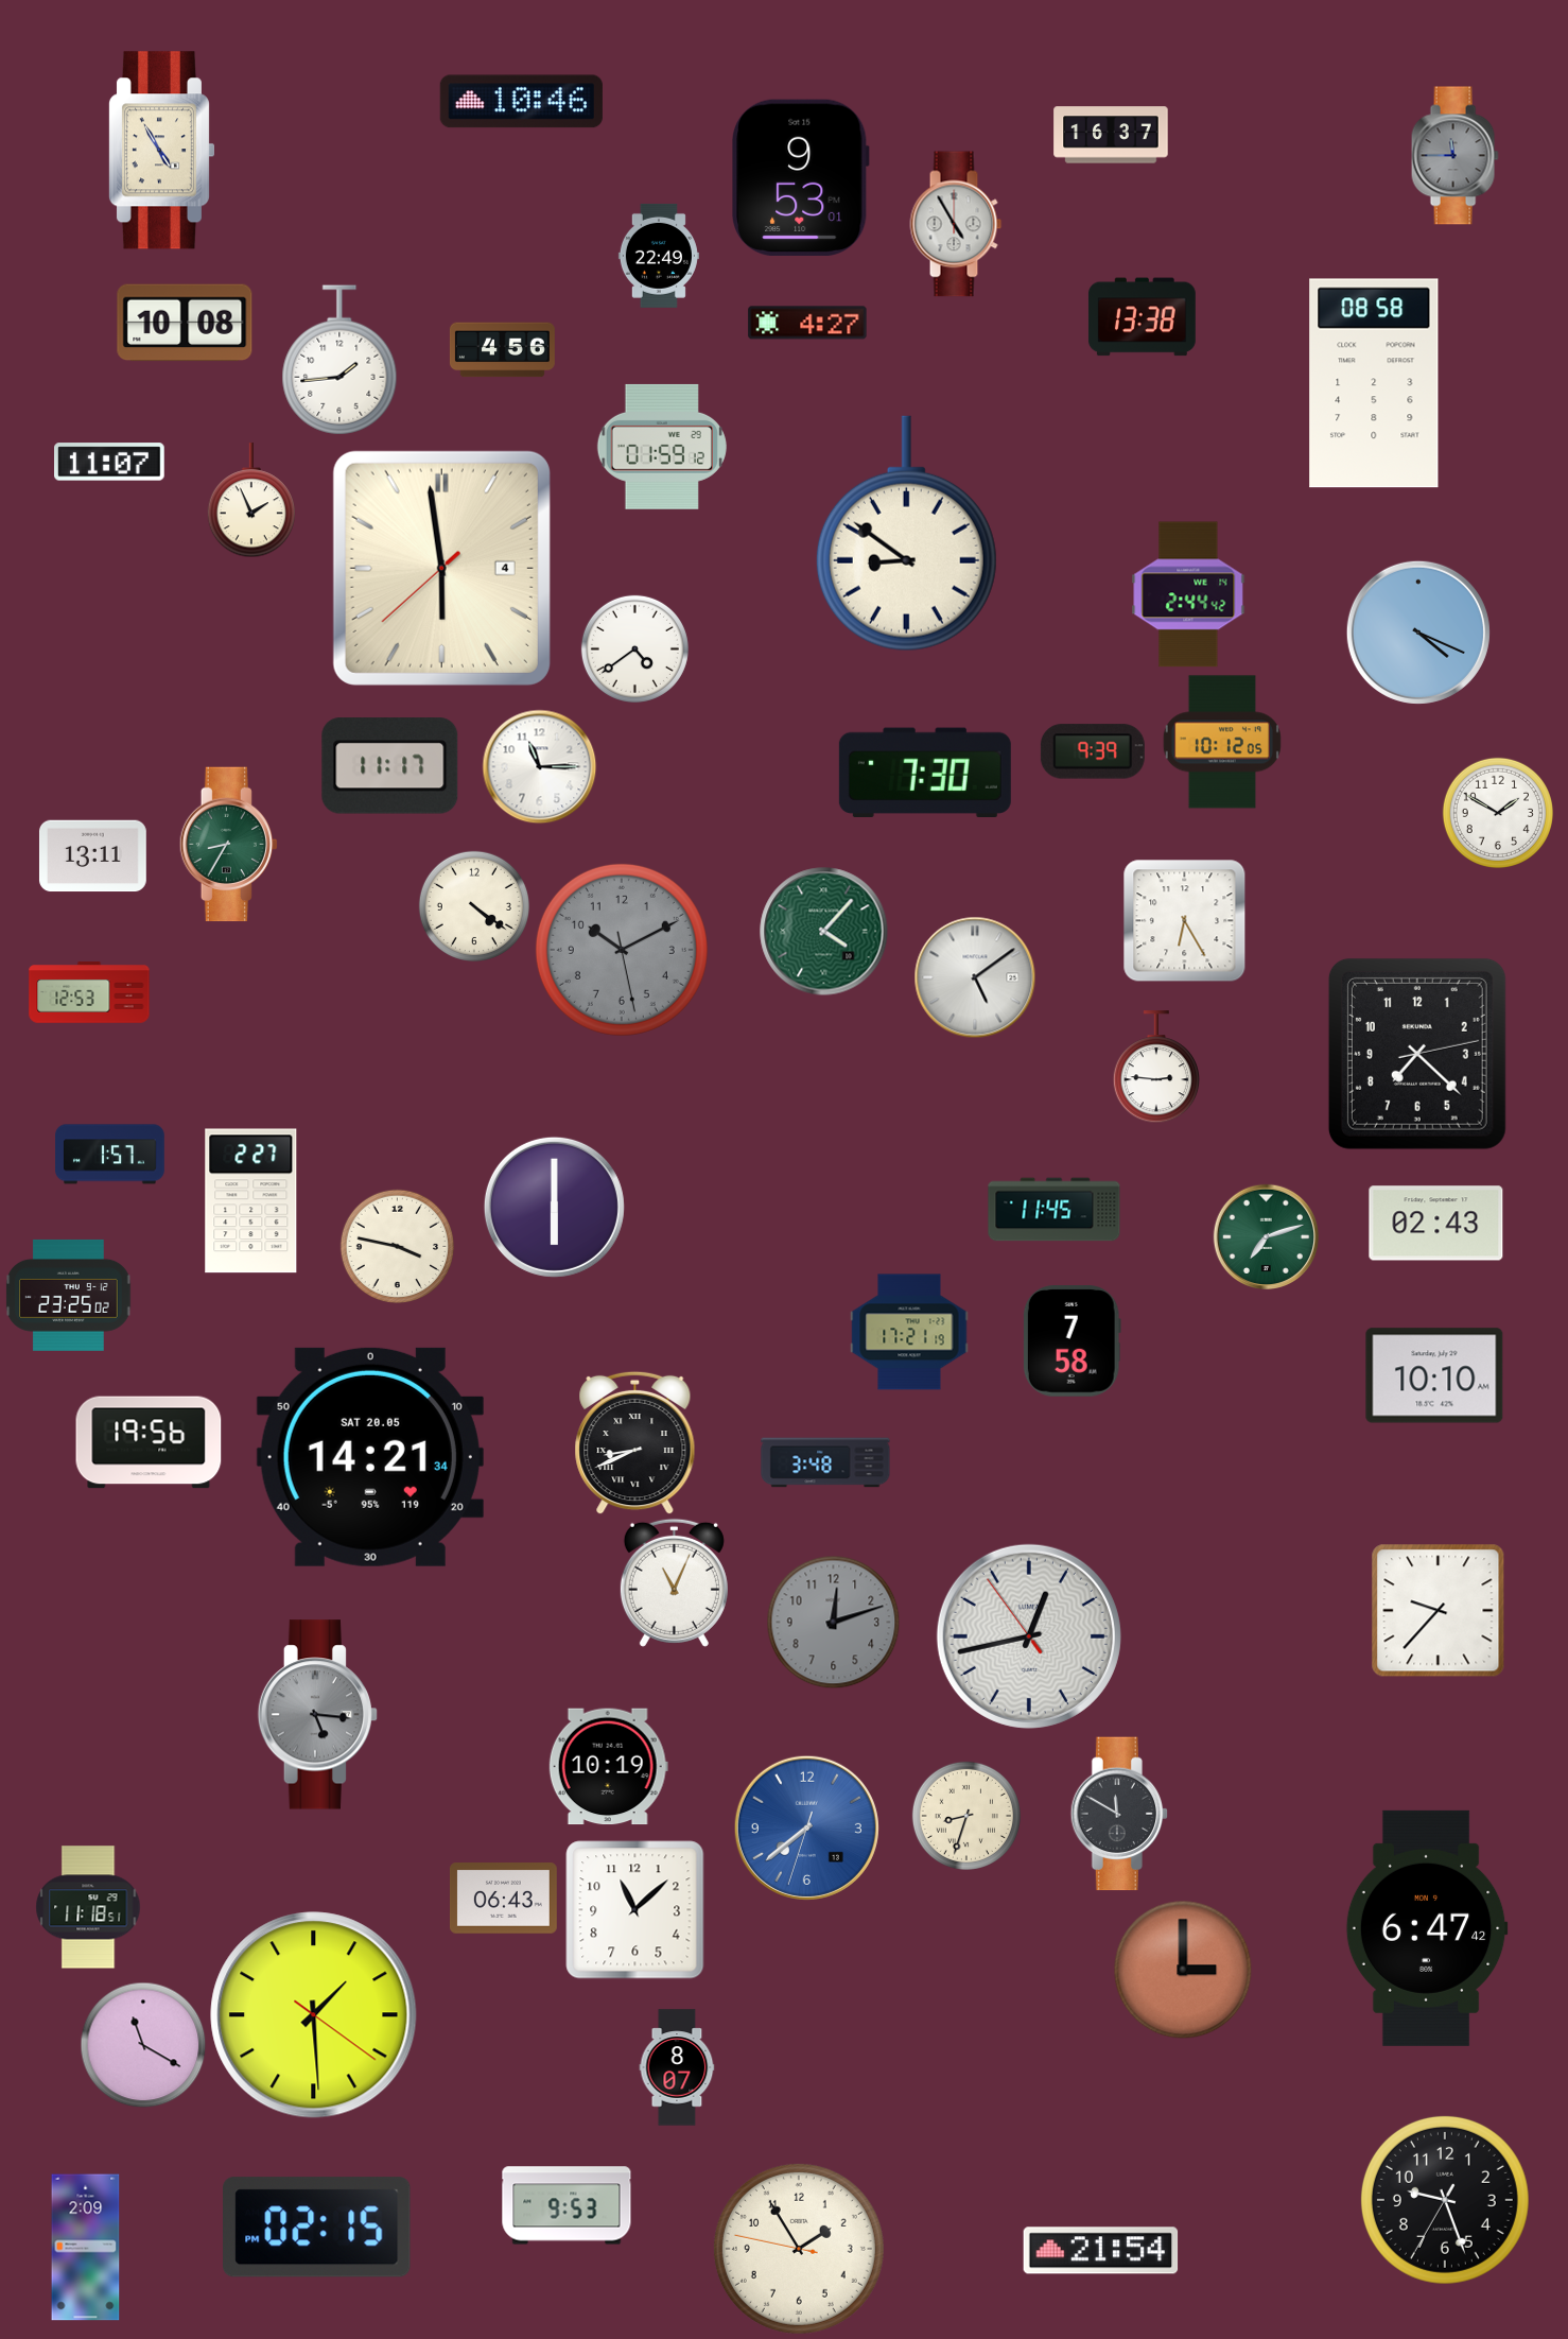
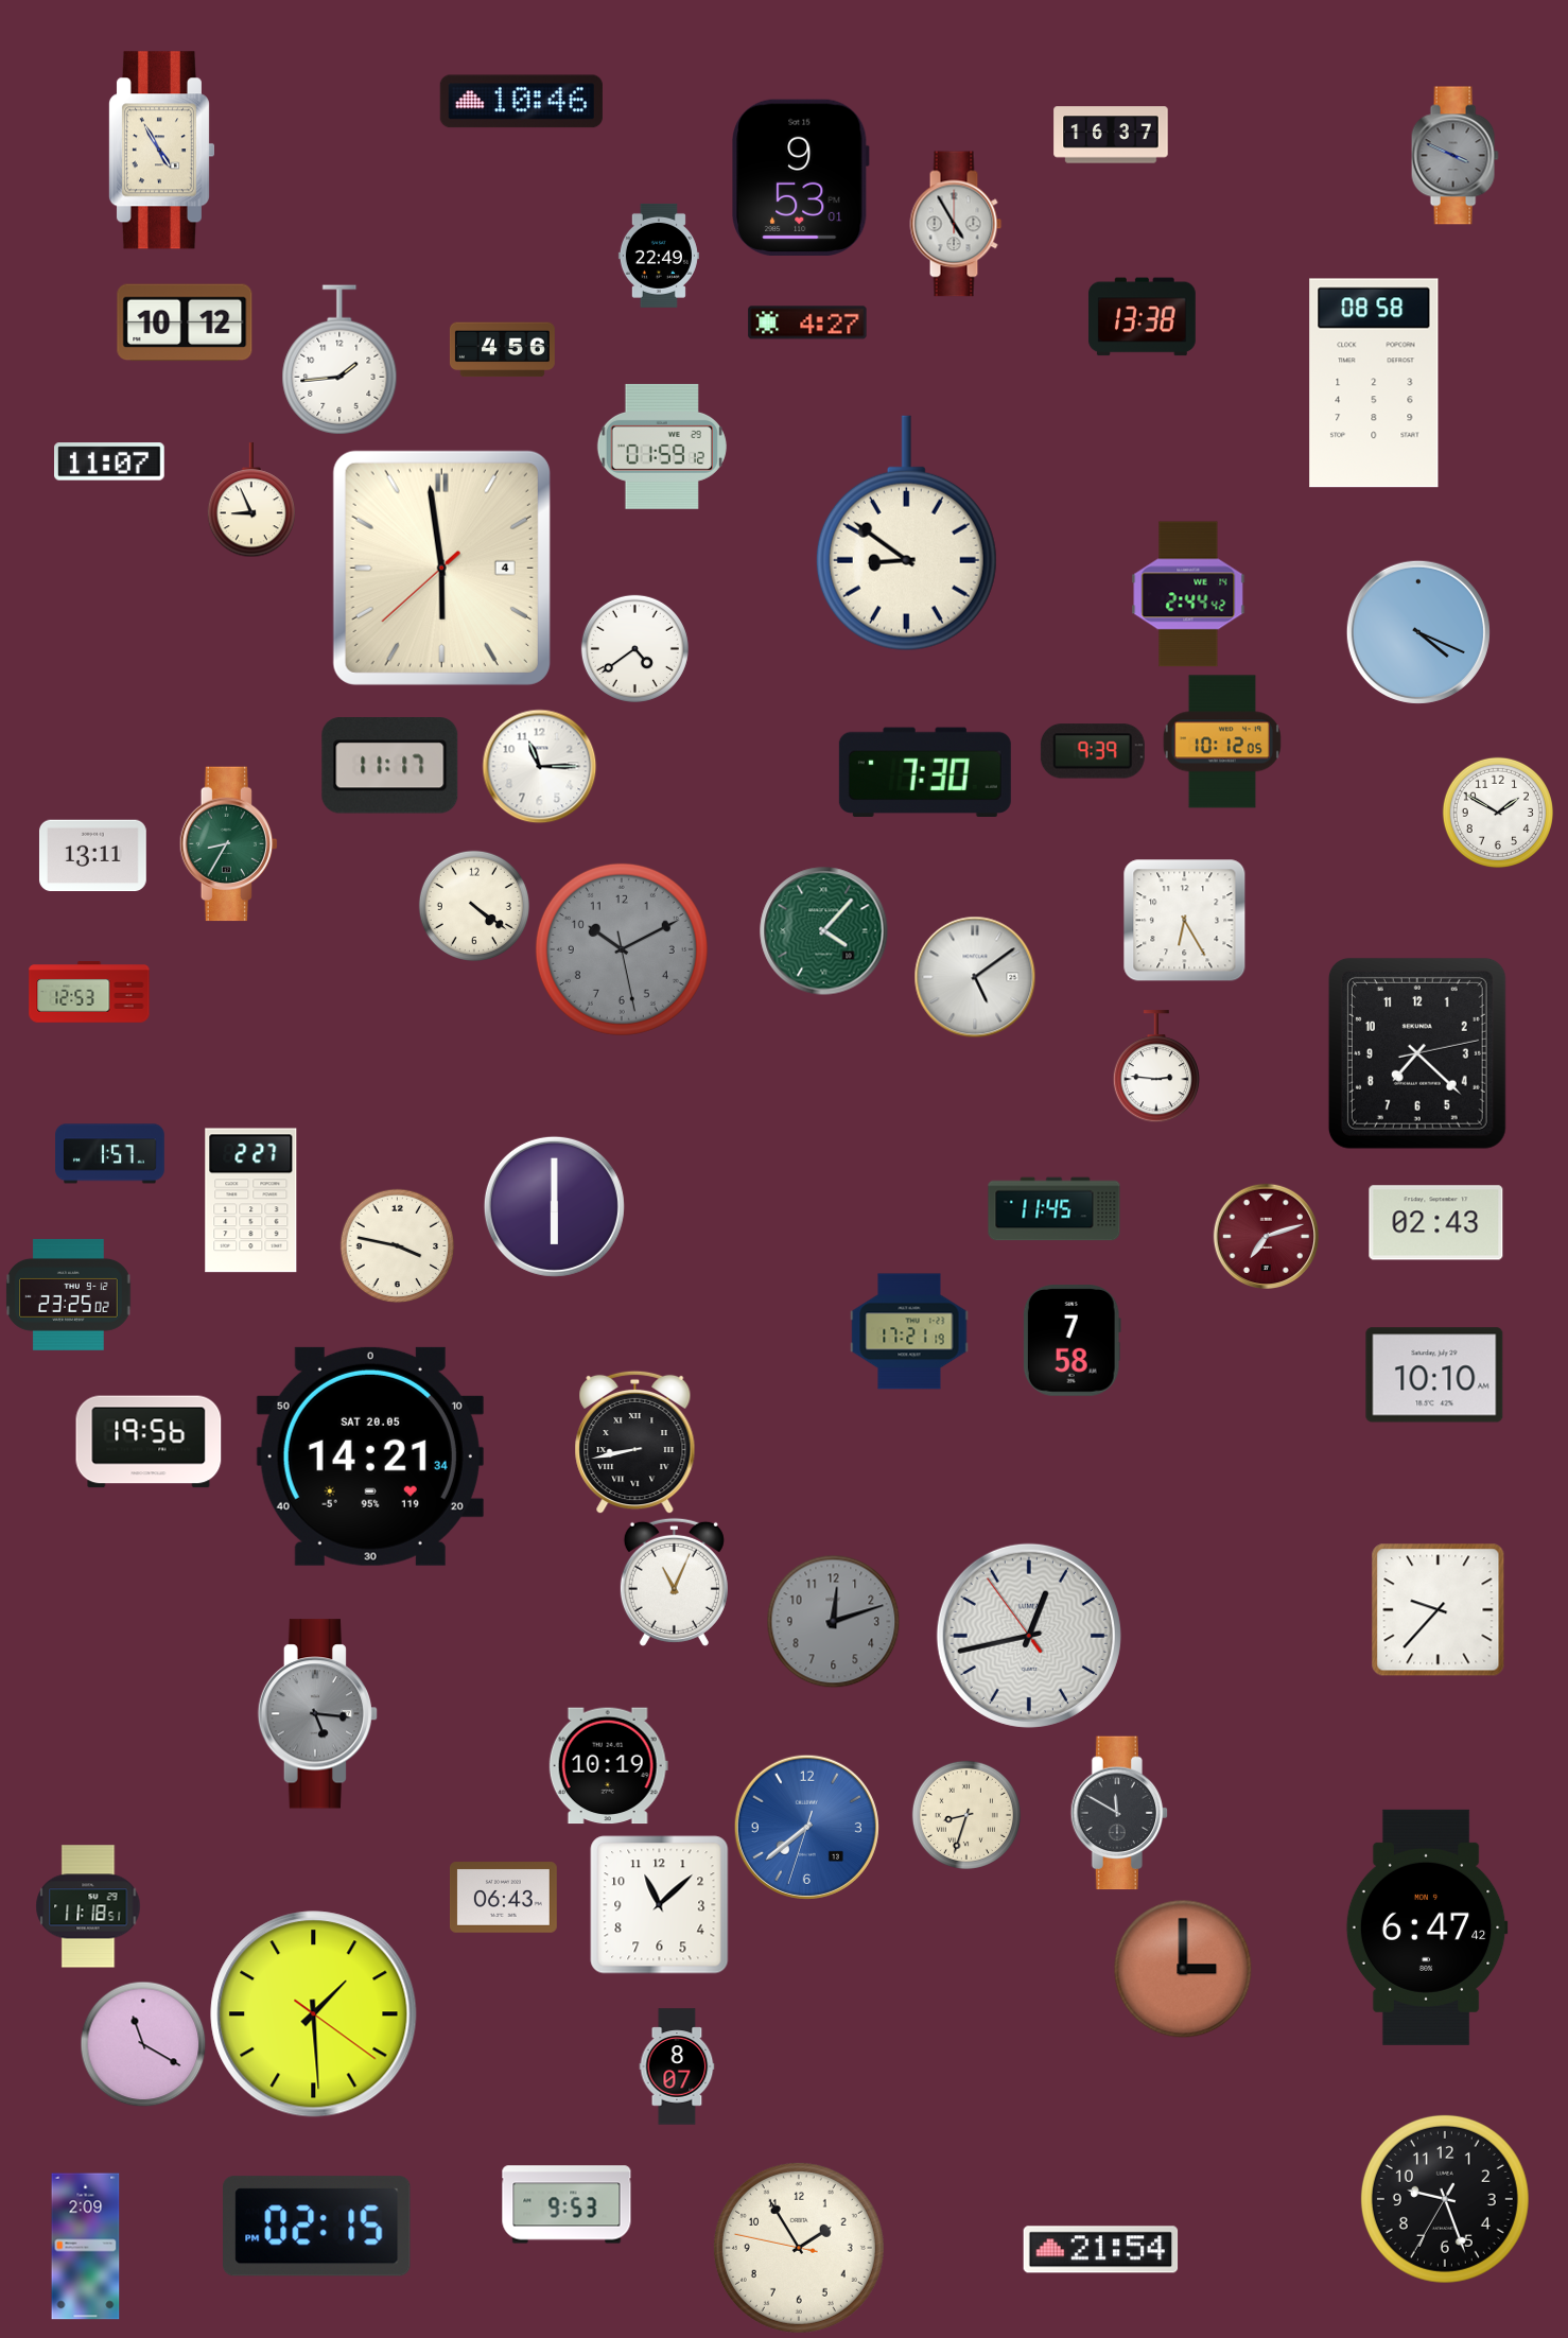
clock at (1454, 156): 11:45 -> 3:49
clock at (185, 323): 10:08 -> 10:12
clock at (250, 500): 1:56 -> 8:56
clock at (1266, 1236) dial: green -> burgundy
clock at (635, 1442): 8:41 -> 8:43
clock at (825, 1462): 3:48 -> none
clock at (635, 1910) position: (635, 1910) -> (660, 1905)
